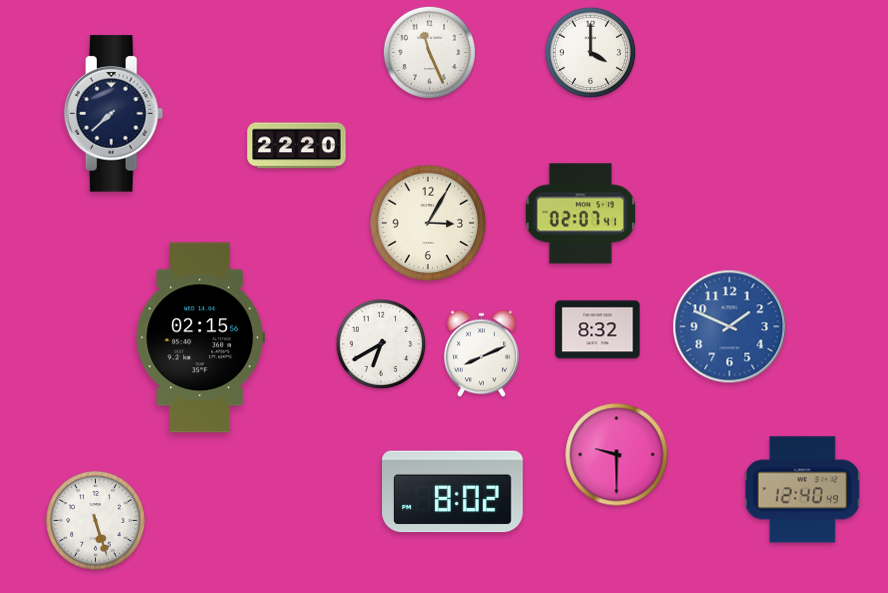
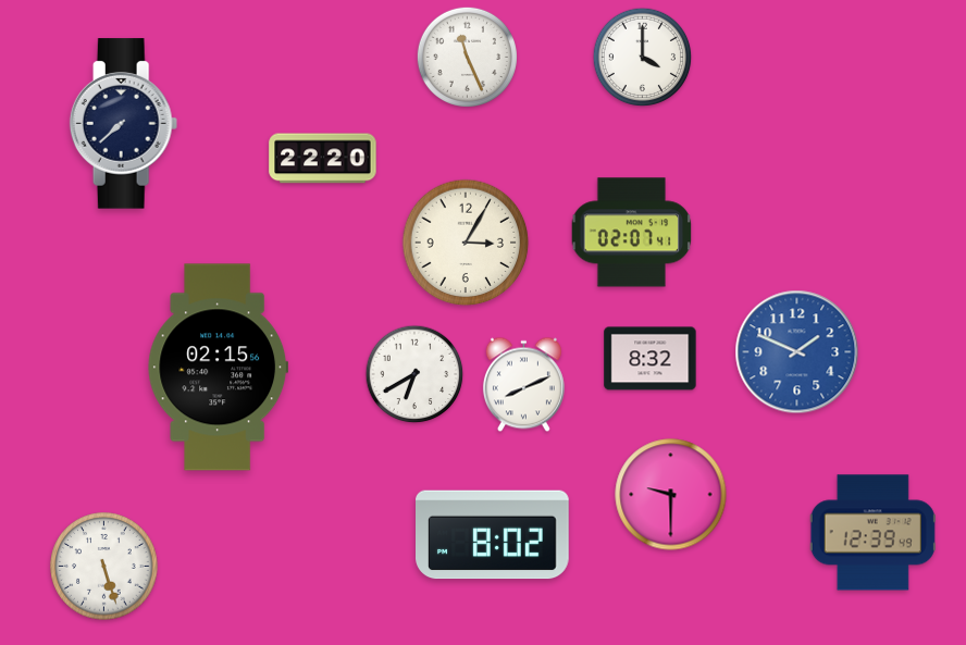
clock at (730, 327) position: (730, 327) -> (797, 352)
clock at (802, 490): 12:40 -> 12:39
